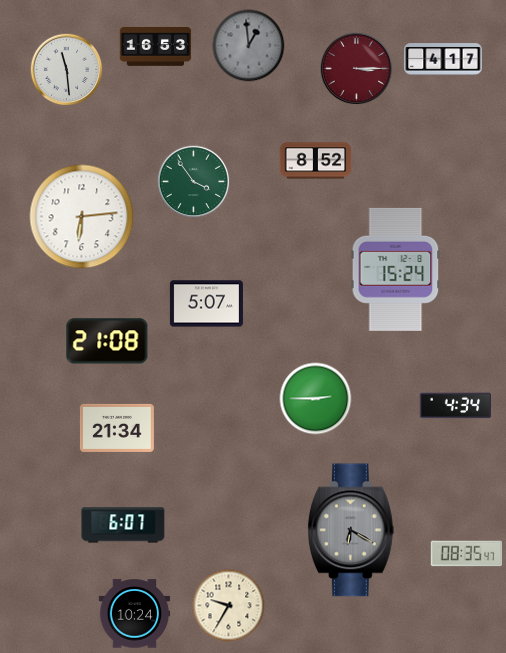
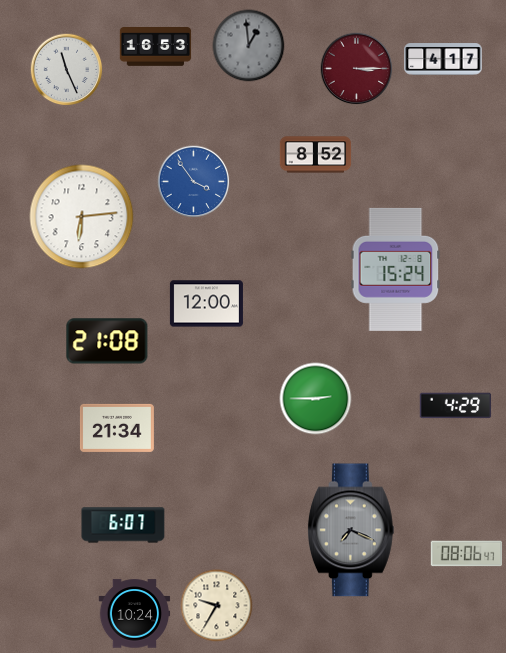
clock at (67, 70): 11:29 -> 11:26
clock at (316, 161) position: (316, 161) -> (316, 155)
clock at (194, 182) dial: green -> blue
clock at (206, 304): 5:07 -> 12:00
clock at (456, 406): 4:34 -> 4:29
clock at (351, 530): 6:20 -> 7:19
clock at (467, 554): 08:35 -> 08:06
clock at (229, 606) position: (229, 606) -> (217, 606)
